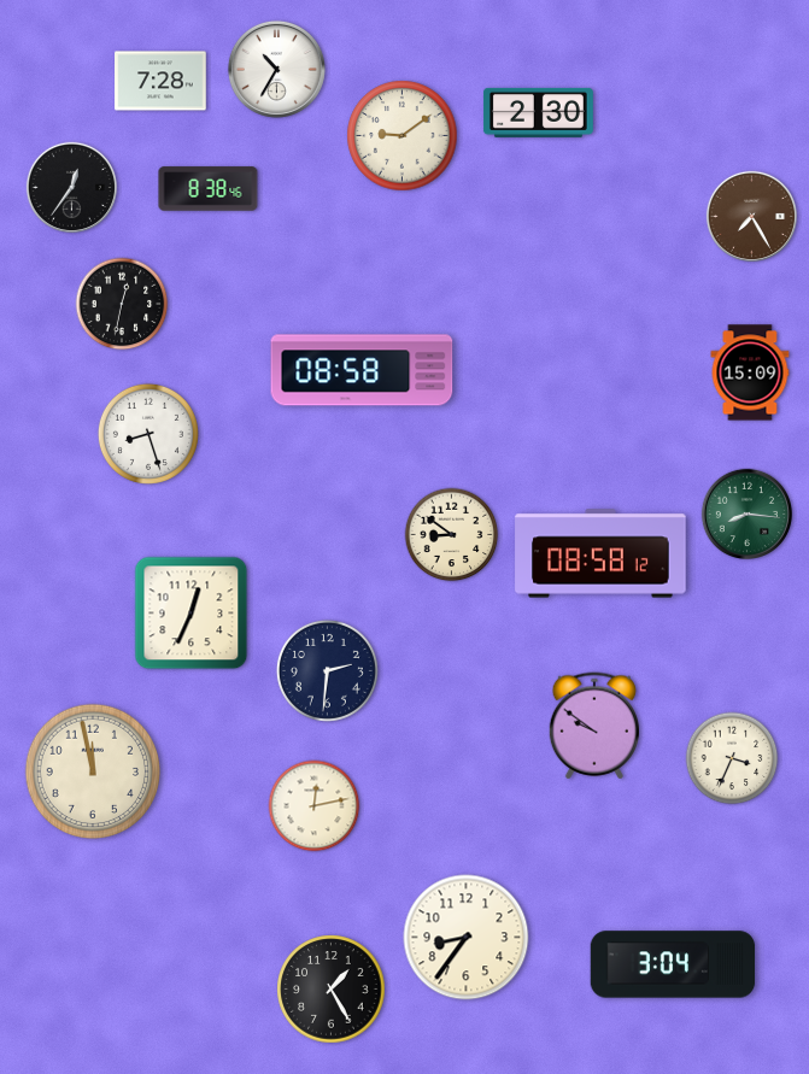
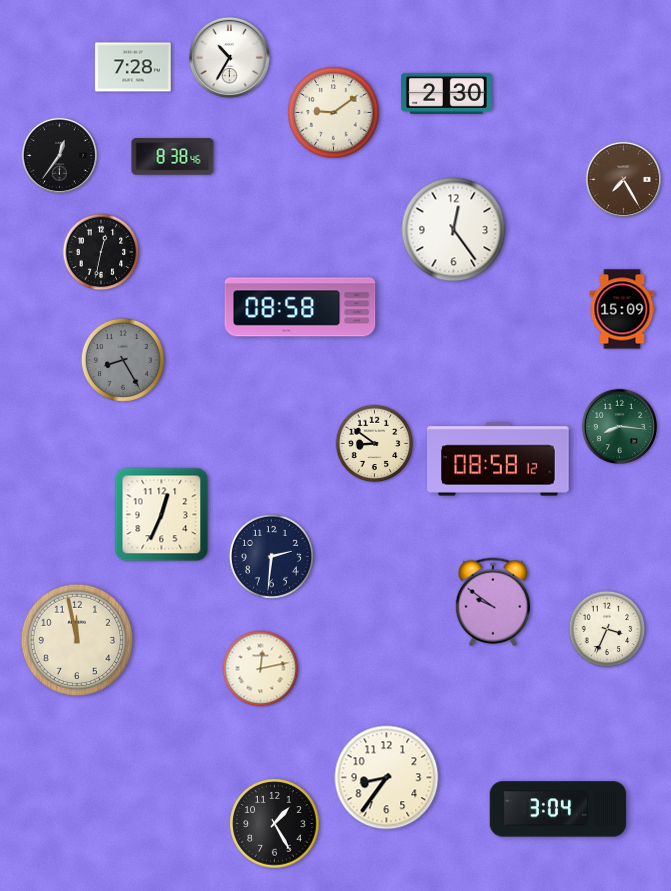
clock at (454, 230): none -> 12:24
clock at (148, 434): 8:27 -> 8:25
clock at (148, 434) dial: white -> grey
clock at (192, 614) position: (192, 614) -> (162, 515)
clock at (673, 964) position: (673, 964) -> (558, 809)
clock at (332, 990) position: (332, 990) -> (275, 824)
